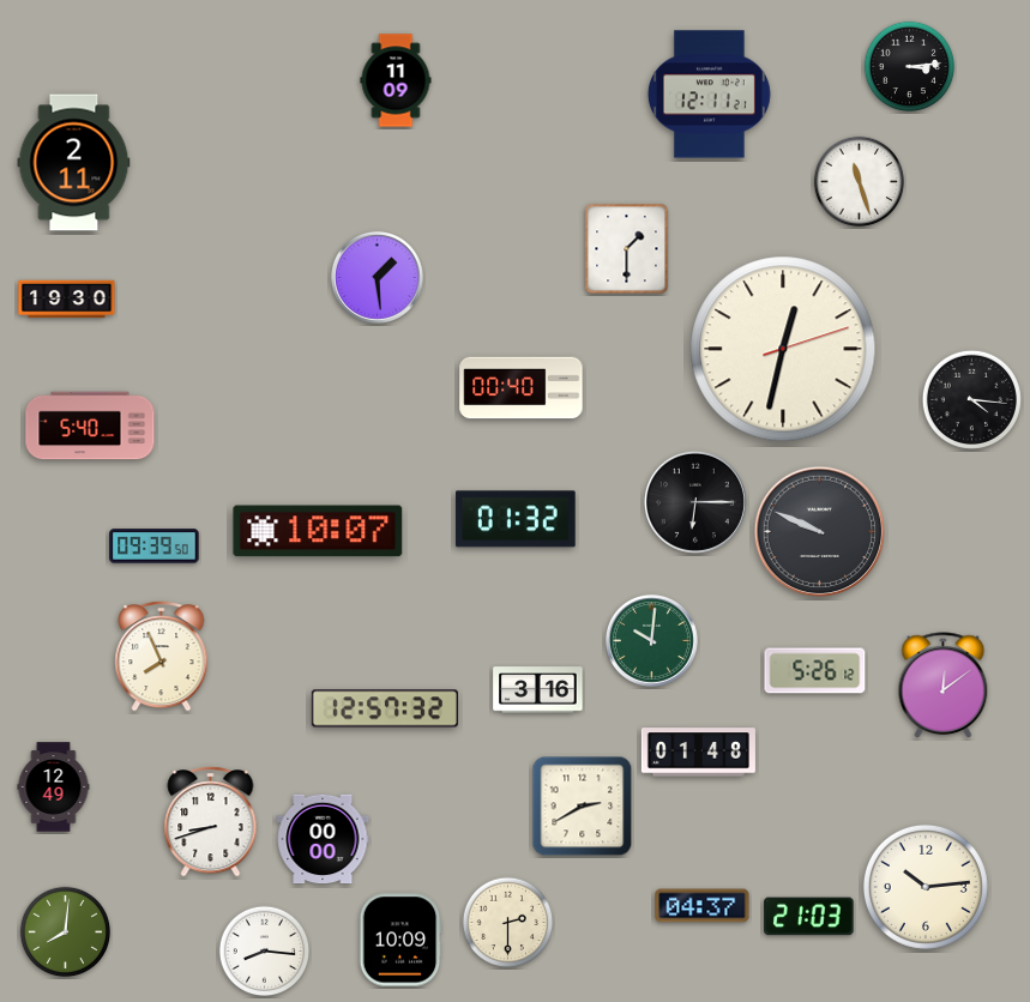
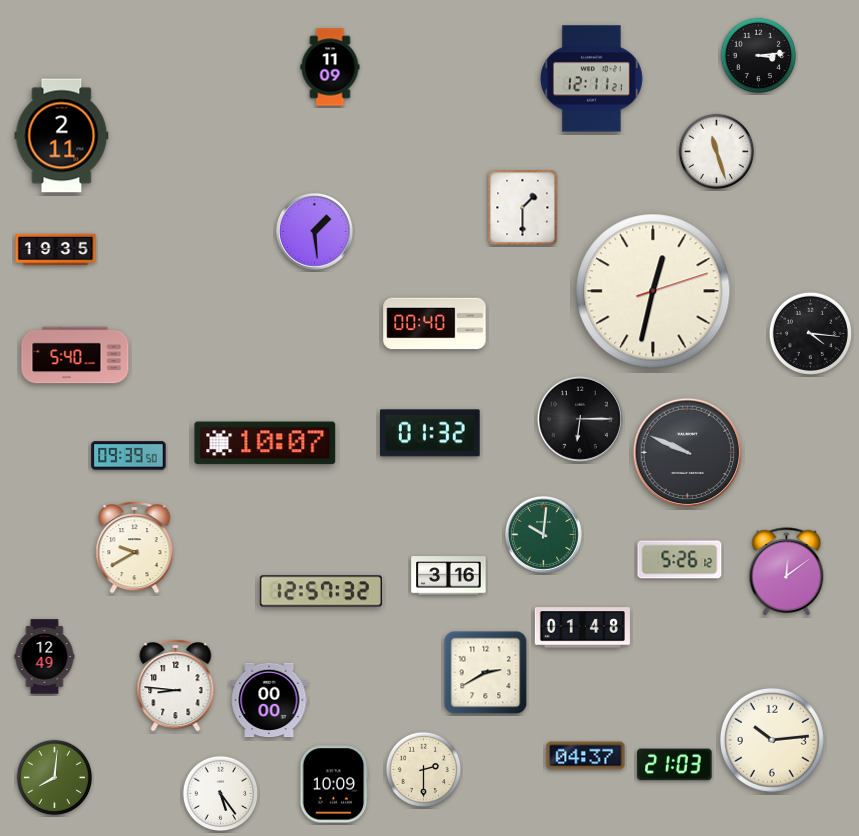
clock at (67, 300): 19:30 -> 19:35
clock at (820, 532) position: (820, 532) -> (688, 453)
clock at (162, 656): 7:56 -> 9:40
clock at (211, 821): 8:42 -> 8:46
clock at (265, 952): 8:16 -> 5:24
